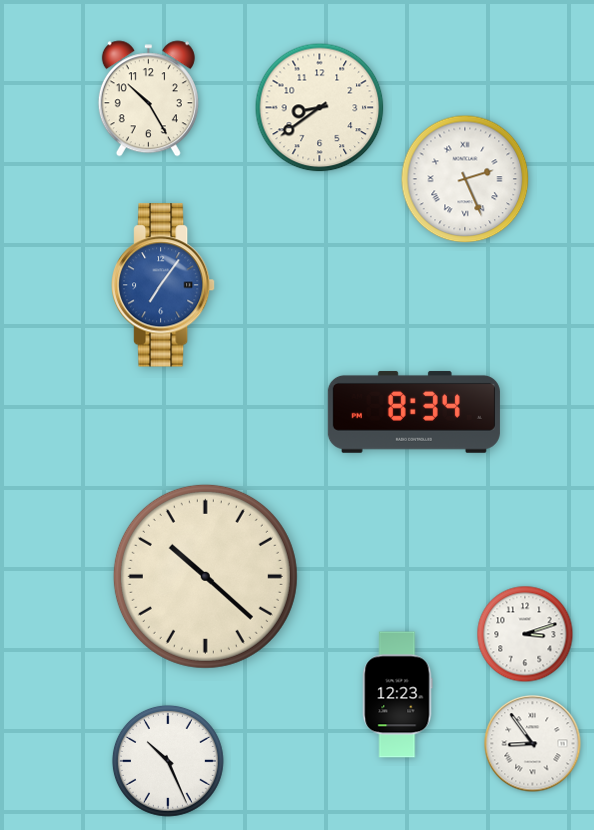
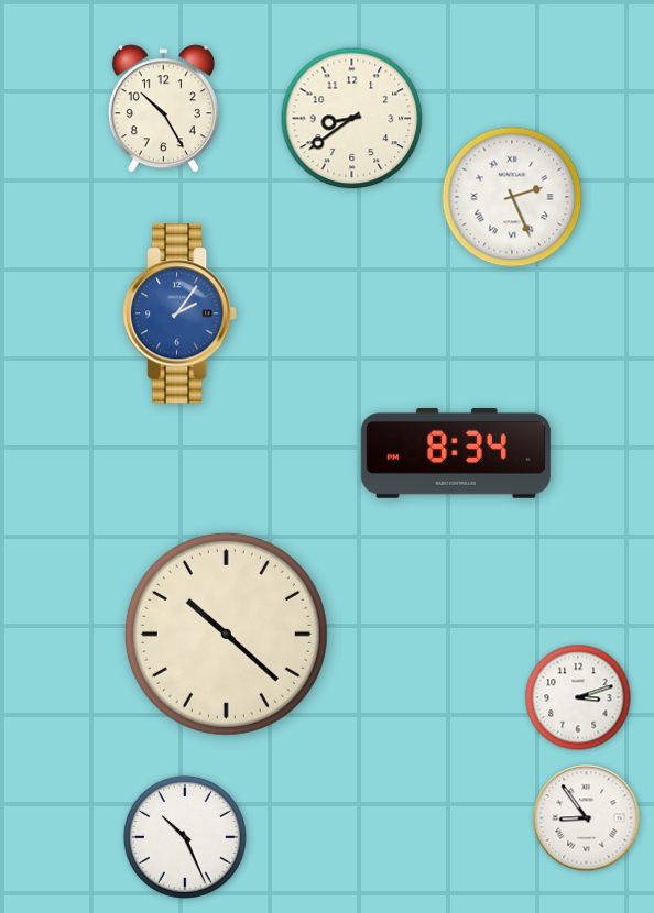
clock at (164, 285): 7:06 -> 2:06
clock at (398, 695): 12:23 -> none
